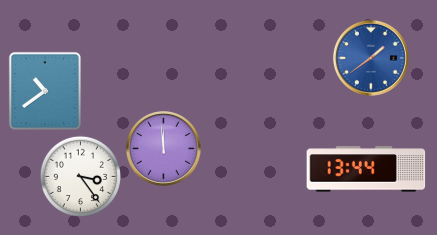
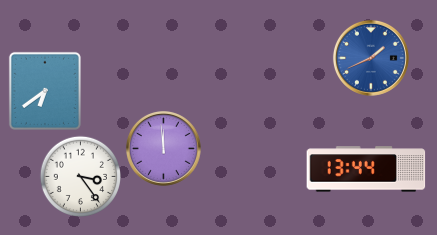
clock at (371, 58): 1:39 -> 1:41
clock at (45, 91): 10:39 -> 6:39
